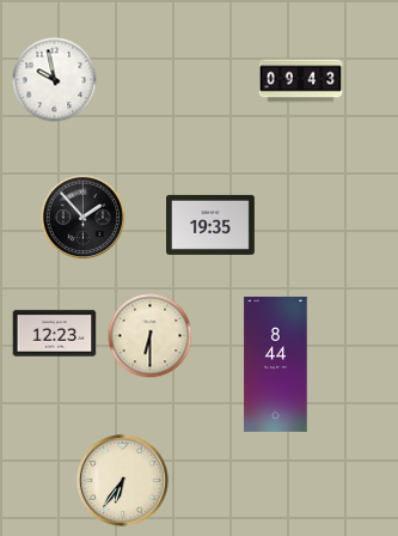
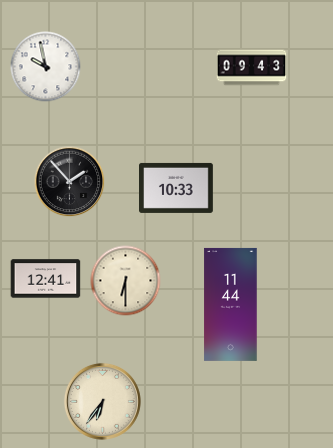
clock at (212, 225): 19:35 -> 10:33
clock at (55, 334): 12:23 -> 12:41
clock at (276, 364): 8:44 -> 11:44
